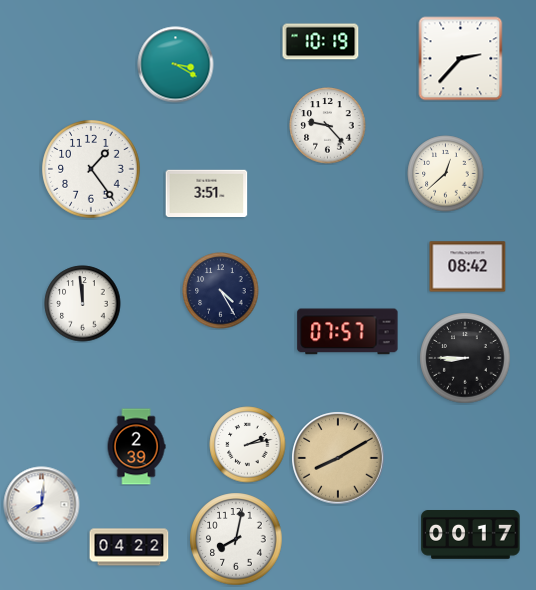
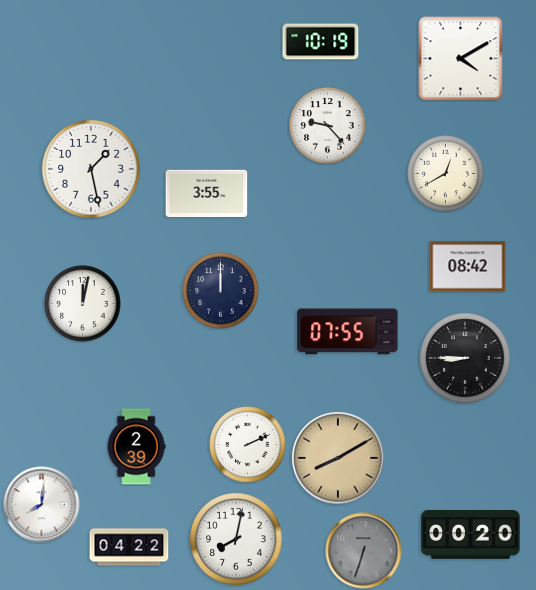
clock at (461, 59): 2:37 -> 4:10
clock at (176, 65): 3:20 -> none
clock at (91, 169): 1:24 -> 1:28
clock at (446, 174): 12:38 -> 12:40
clock at (207, 194): 3:51 -> 3:55
clock at (221, 291): 4:25 -> 12:00
clock at (83, 304): 11:59 -> 12:02
clock at (348, 332): 07:57 -> 07:55
clock at (248, 445): 2:13 -> 2:11
clock at (471, 535): 00:17 -> 00:20
clock at (364, 551): none -> 6:33
